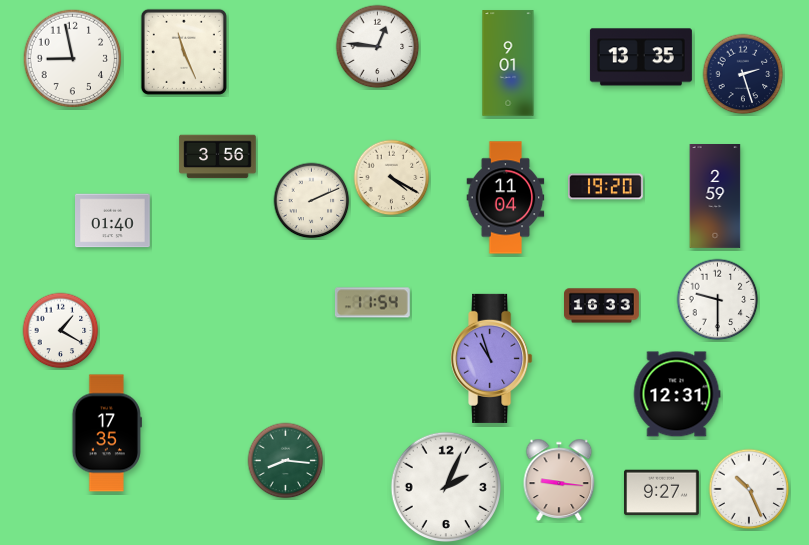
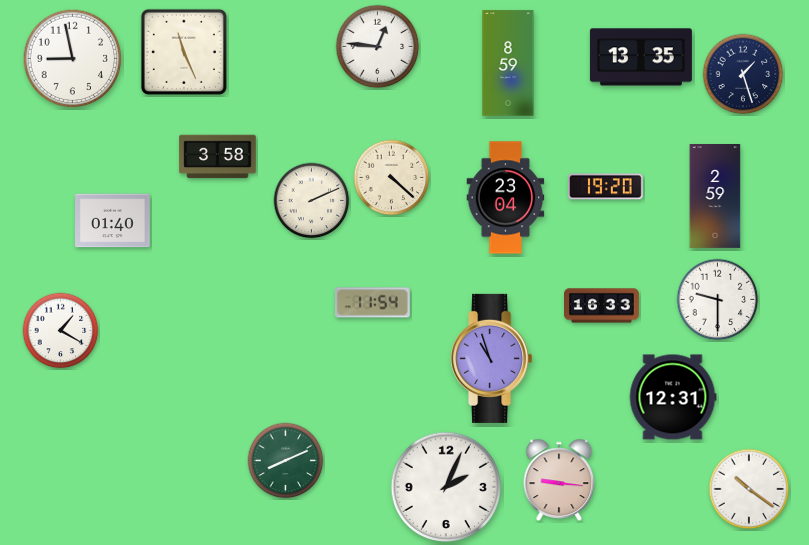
clock at (508, 63): 9:01 -> 8:59
clock at (743, 74): 2:27 -> 1:27
clock at (218, 157): 3:56 -> 3:58
clock at (392, 178): 4:20 -> 4:22
clock at (506, 198): 11:04 -> 23:04
clock at (677, 394) position: (677, 394) -> (673, 397)
clock at (107, 433): 17:35 -> none
clock at (286, 461): 8:16 -> 8:11
clock at (749, 489): 10:26 -> 10:21
clock at (662, 493): 9:27 -> none
